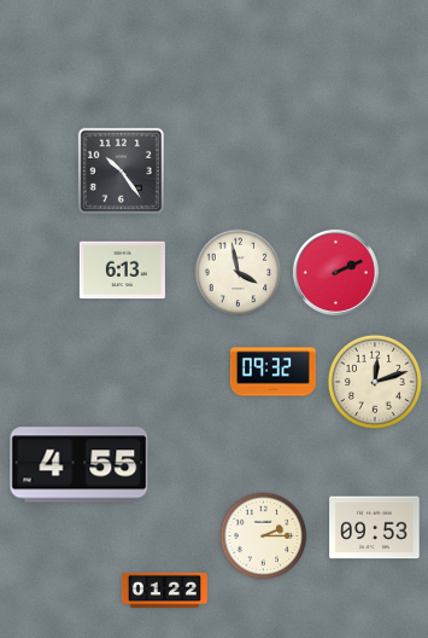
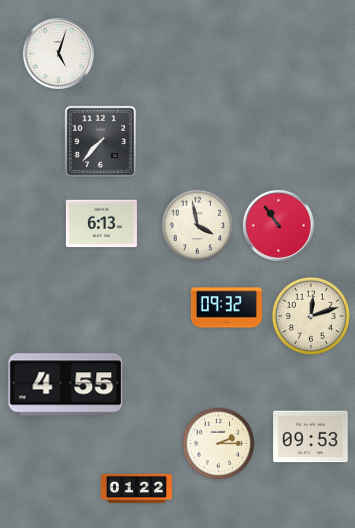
clock at (58, 53): none -> 5:03
clock at (121, 170): 10:24 -> 7:37
clock at (335, 272): 2:11 -> 10:54
